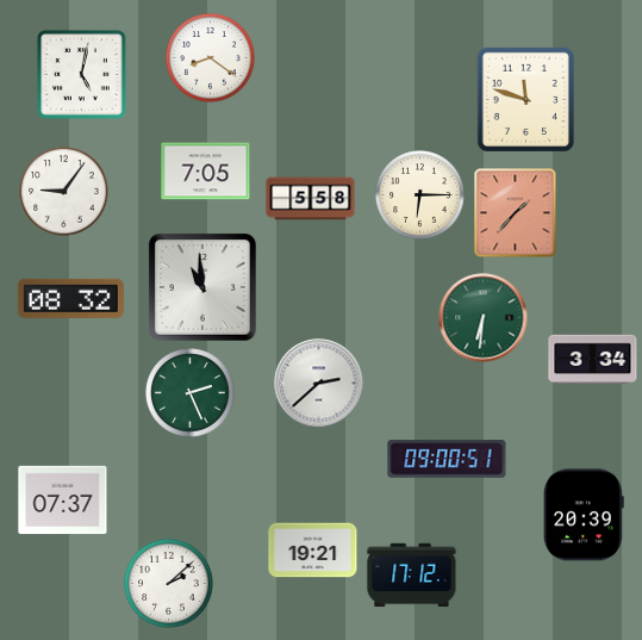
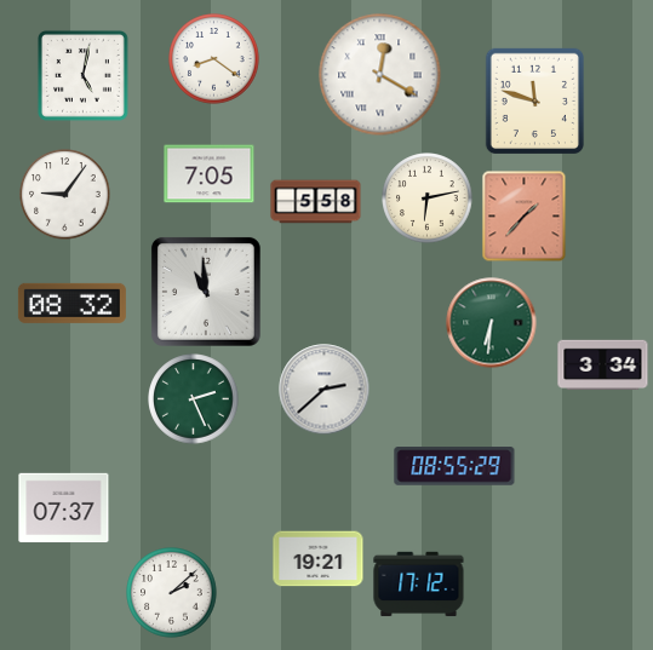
clock at (380, 75): none -> 12:20
clock at (420, 195): 6:15 -> 6:13
clock at (447, 459): 09:00 -> 08:55
clock at (584, 515): 20:39 -> none
